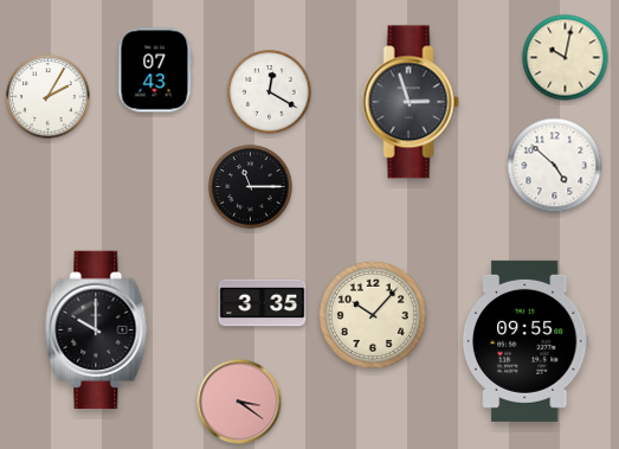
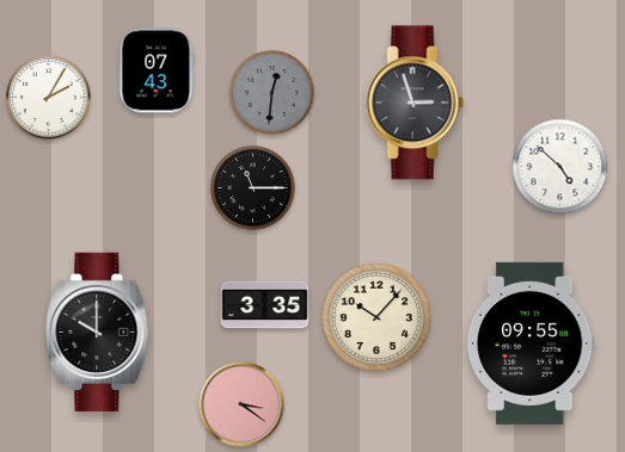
clock at (566, 58): 10:02 -> none
clock at (270, 92): 12:20 -> 12:31
clock at (270, 92) dial: white -> grey
